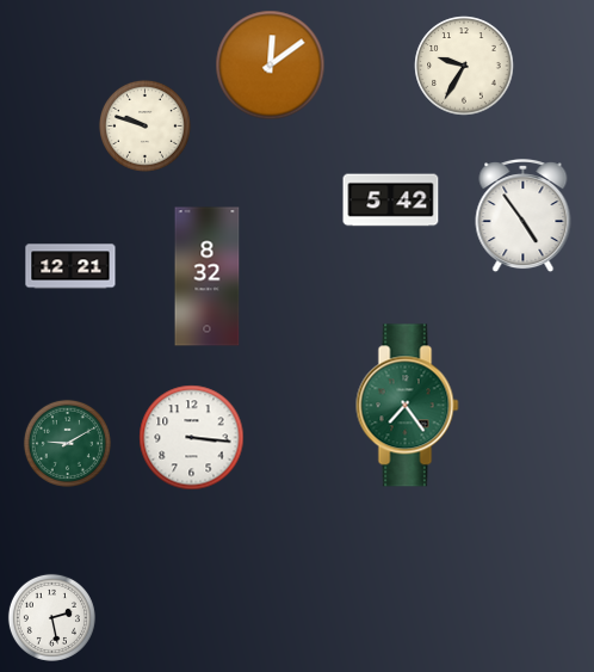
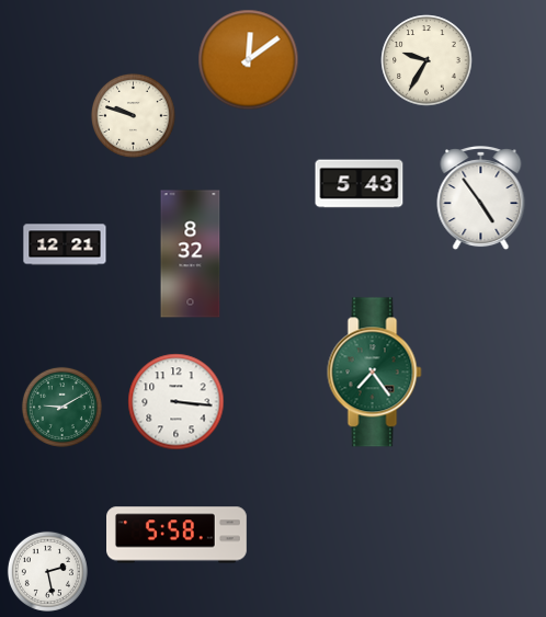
clock at (391, 201): 5:42 -> 5:43
clock at (178, 535): none -> 5:58
clock at (51, 617) position: (51, 617) -> (47, 571)
